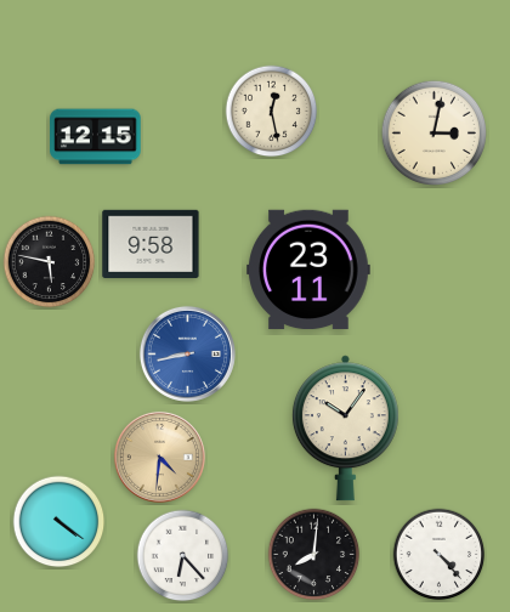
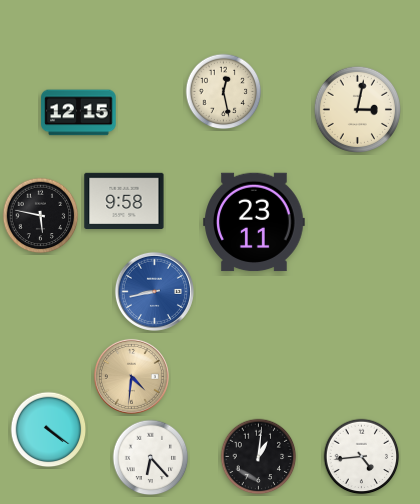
clock at (345, 429): 10:06 -> none
clock at (314, 555): 8:01 -> 1:01
clock at (440, 555): 4:23 -> 4:44
